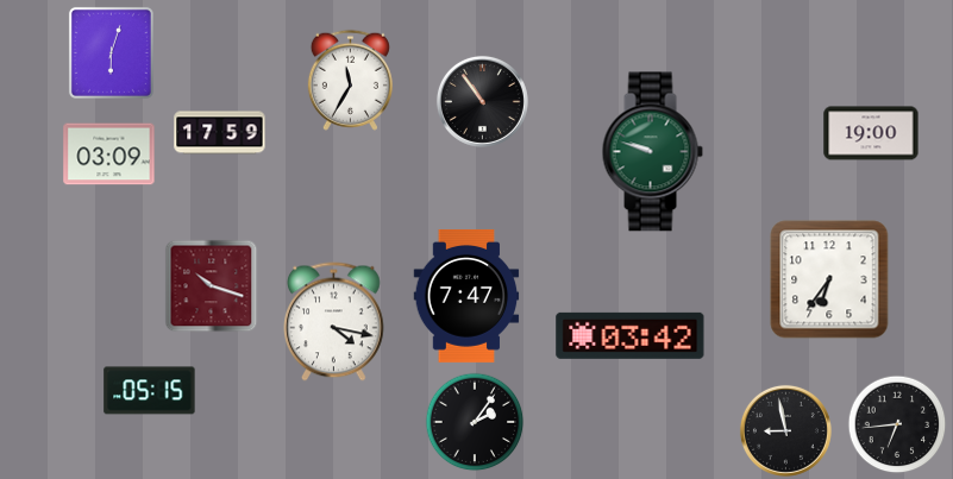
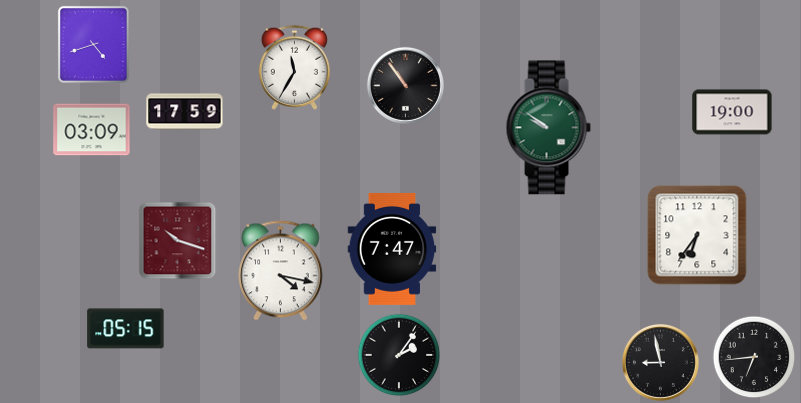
clock at (111, 52): 6:03 -> 4:42
clock at (652, 152): 9:48 -> 9:51
clock at (631, 335): 03:42 -> none
